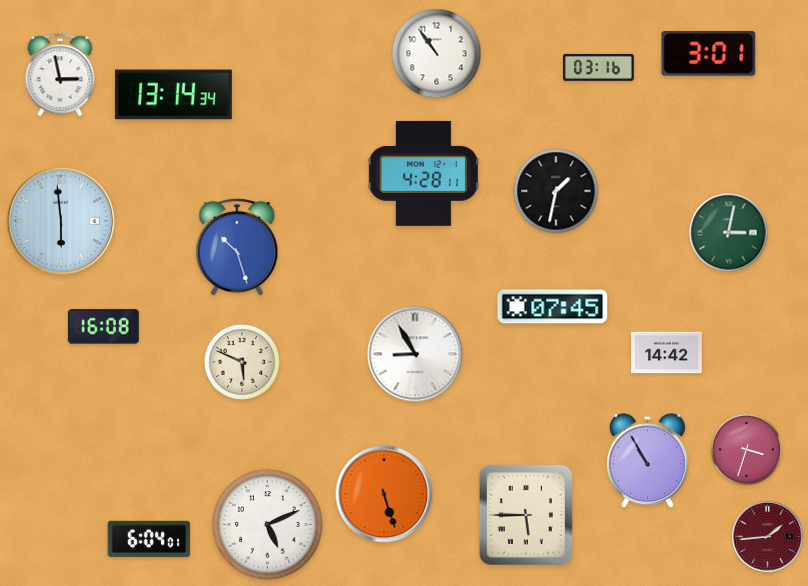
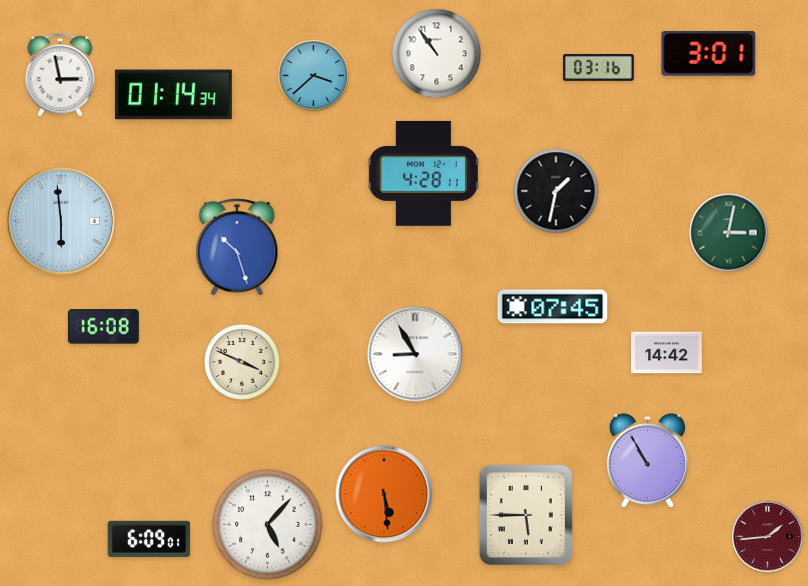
clock at (314, 76): none -> 3:38
clock at (173, 95): 13:14 -> 01:14
clock at (242, 362): 5:49 -> 3:49
clock at (747, 450): 3:33 -> none
clock at (384, 494): 5:27 -> 5:29
clock at (268, 525): 5:11 -> 5:07
clock at (149, 539): 6:04 -> 6:09
